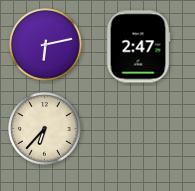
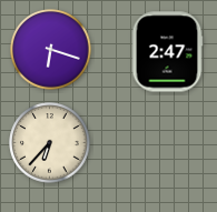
clock at (46, 45): 6:13 -> 6:18
clock at (138, 47) position: (138, 47) -> (167, 52)
